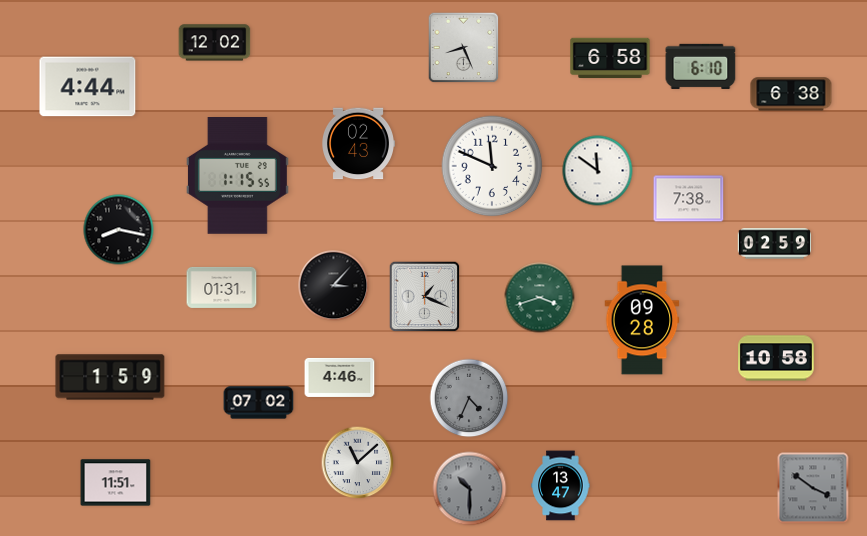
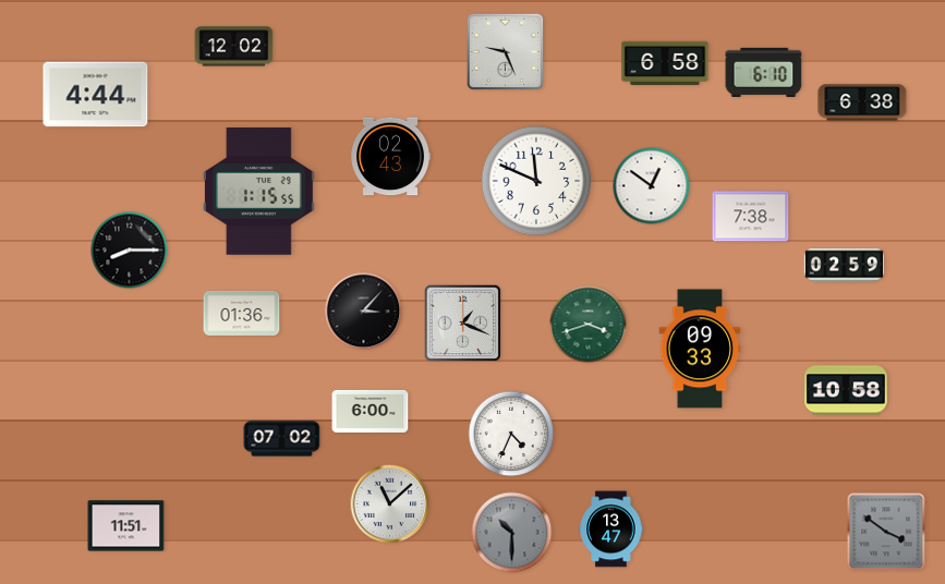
clock at (464, 48): 8:26 -> 9:26
clock at (598, 171): 11:51 -> 12:51
clock at (119, 230): 8:17 -> 8:15
clock at (222, 287): 01:31 -> 01:36
clock at (642, 320): 09:28 -> 09:33
clock at (110, 377): 1:59 -> none
clock at (340, 377): 4:46 -> 6:00
clock at (469, 398) dial: grey -> white
